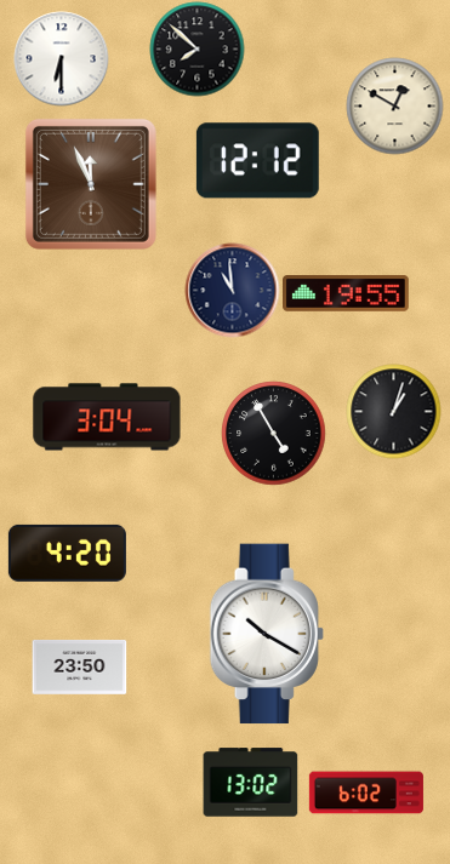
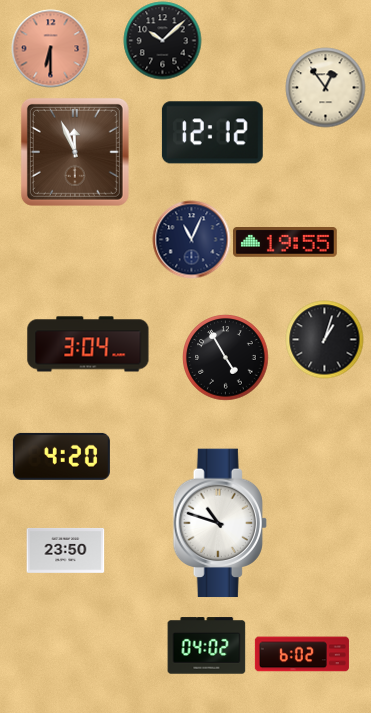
clock at (196, 48): 7:52 -> 10:08
clock at (61, 58) dial: white -> salmon
clock at (394, 105): 12:50 -> 12:54
clock at (232, 290): 10:59 -> 11:04
clock at (67, 553) position: (67, 553) -> (61, 456)
clock at (267, 634): 10:20 -> 10:48
clock at (250, 783): 13:02 -> 04:02
